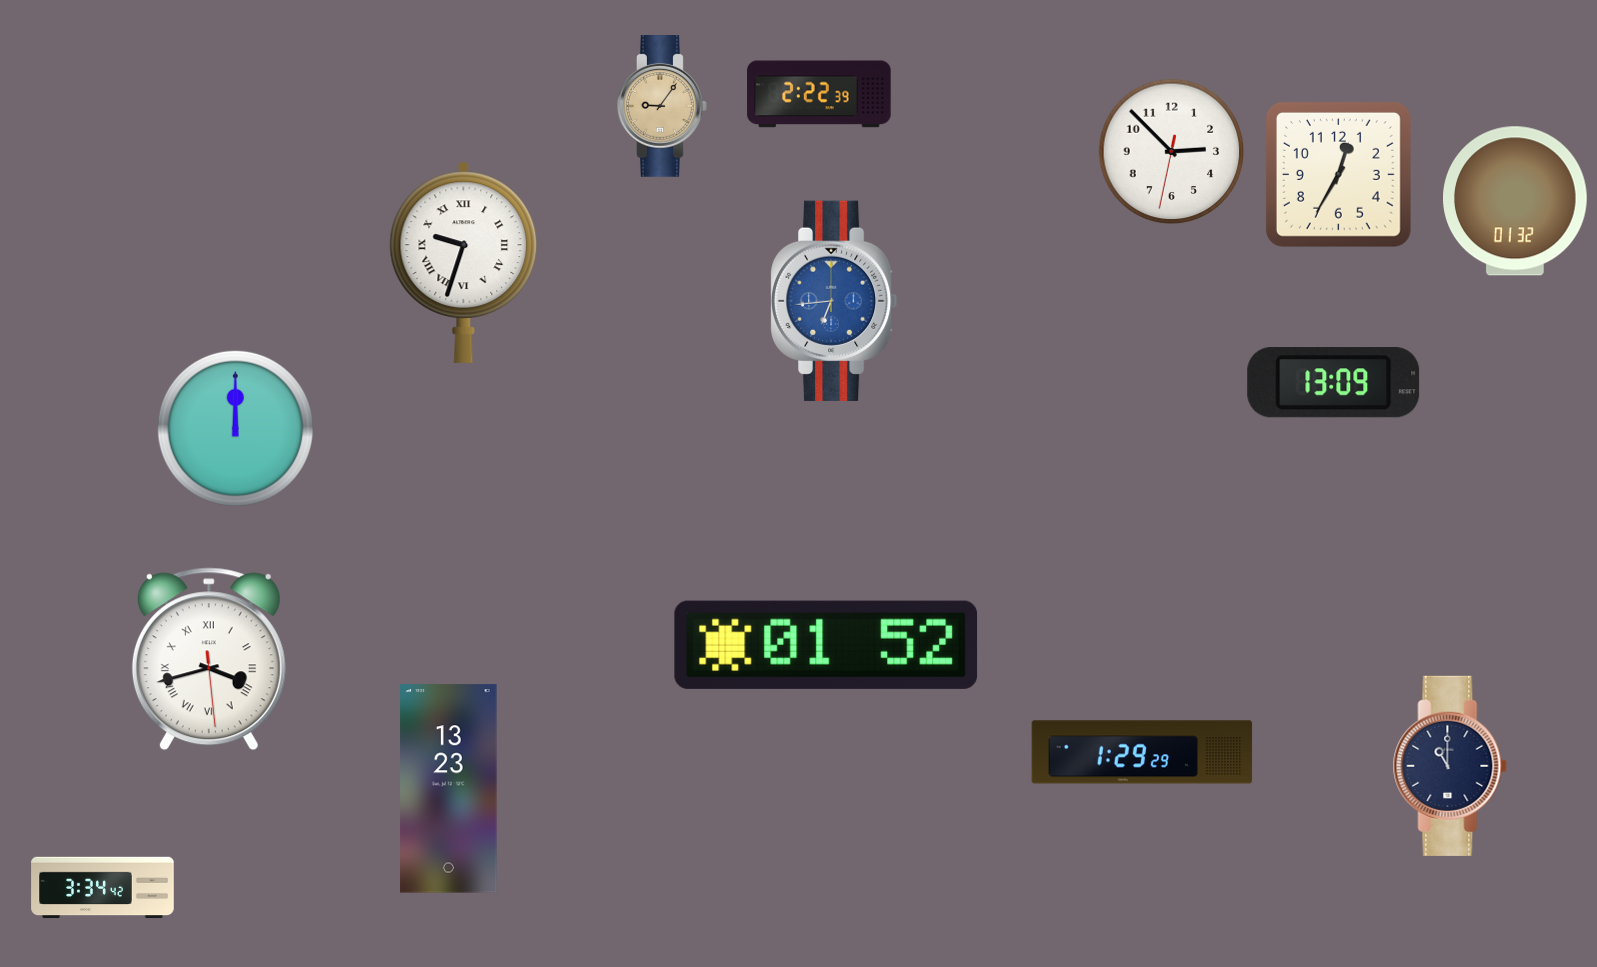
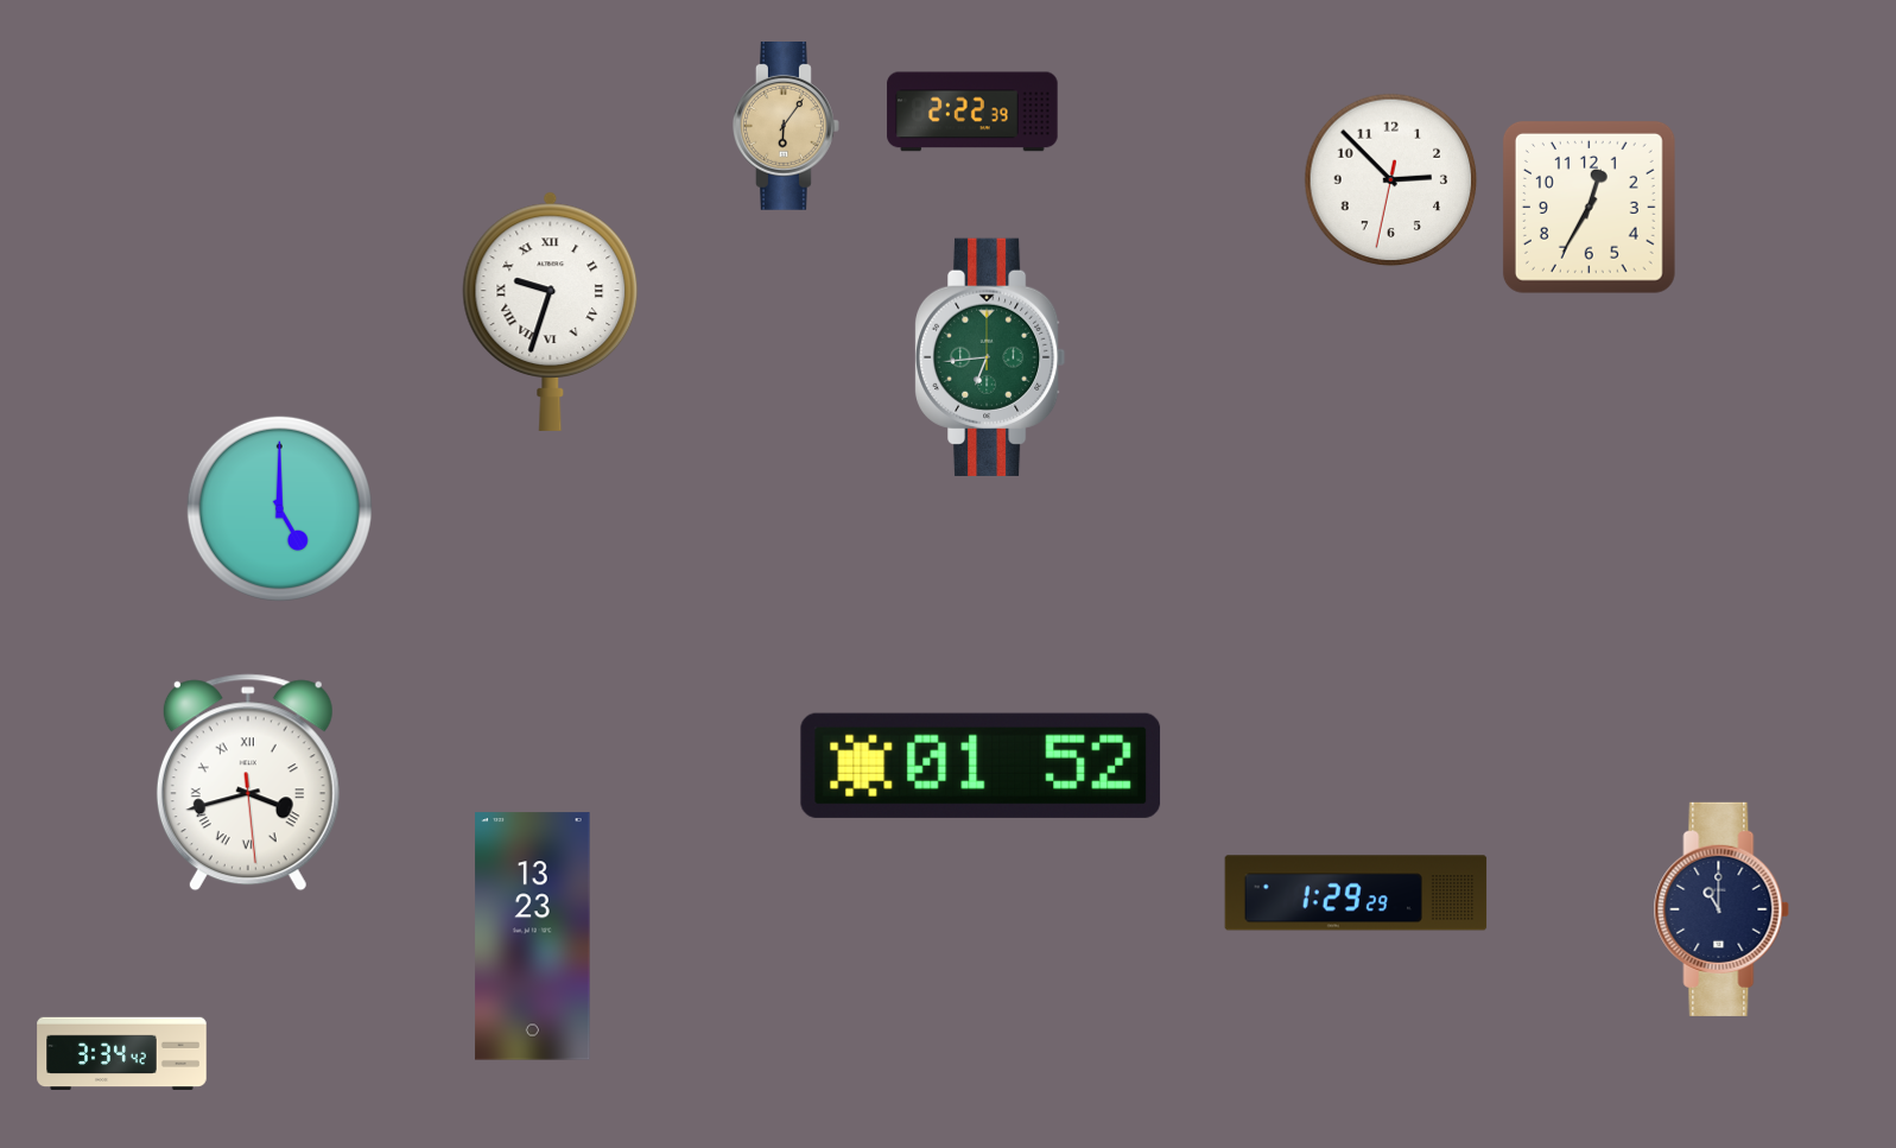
clock at (663, 107): 9:06 -> 6:06
clock at (1516, 201): 01:32 -> none
clock at (834, 301) dial: blue -> green
clock at (1334, 383): 13:09 -> none
clock at (235, 428): 12:00 -> 5:00
